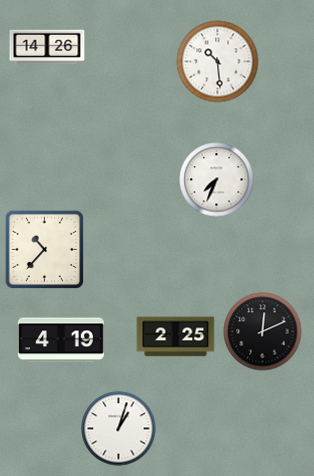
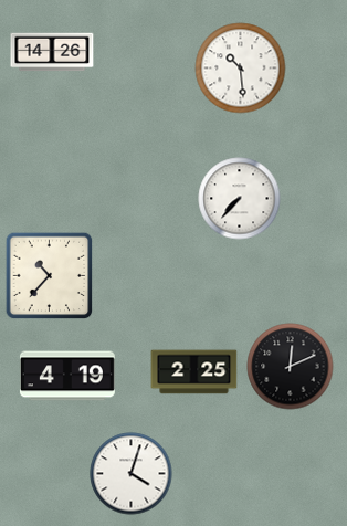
clock at (217, 180): 7:34 -> 7:37
clock at (119, 429): 1:03 -> 4:03
